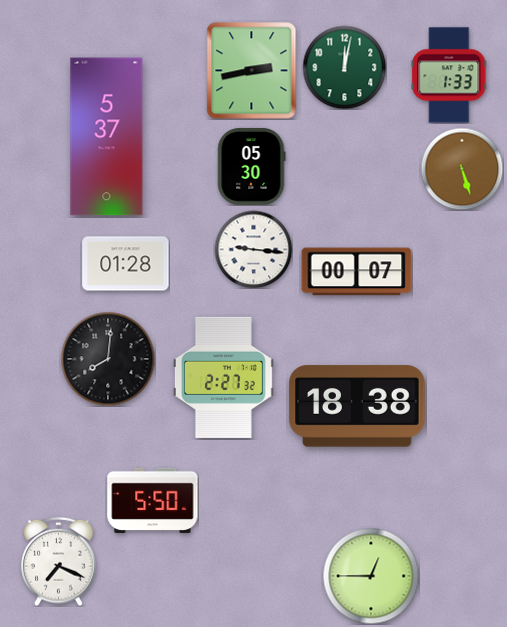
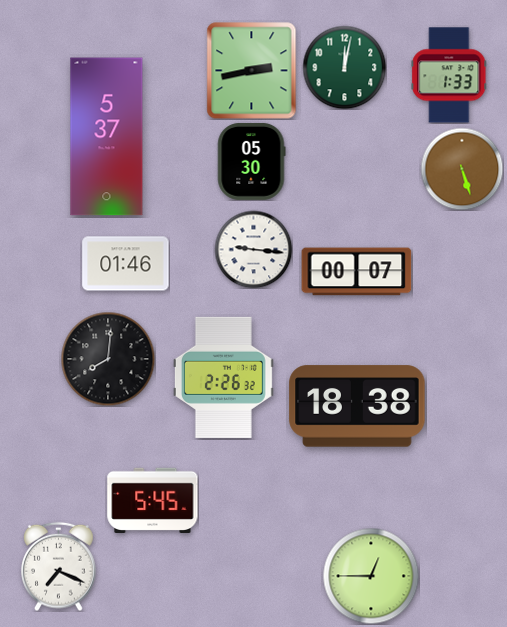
clock at (252, 166) position: (252, 166) -> (252, 161)
clock at (126, 264): 01:28 -> 01:46
clock at (223, 377): 2:27 -> 2:26
clock at (153, 500): 5:50 -> 5:45
clock at (59, 561) position: (59, 561) -> (59, 566)
